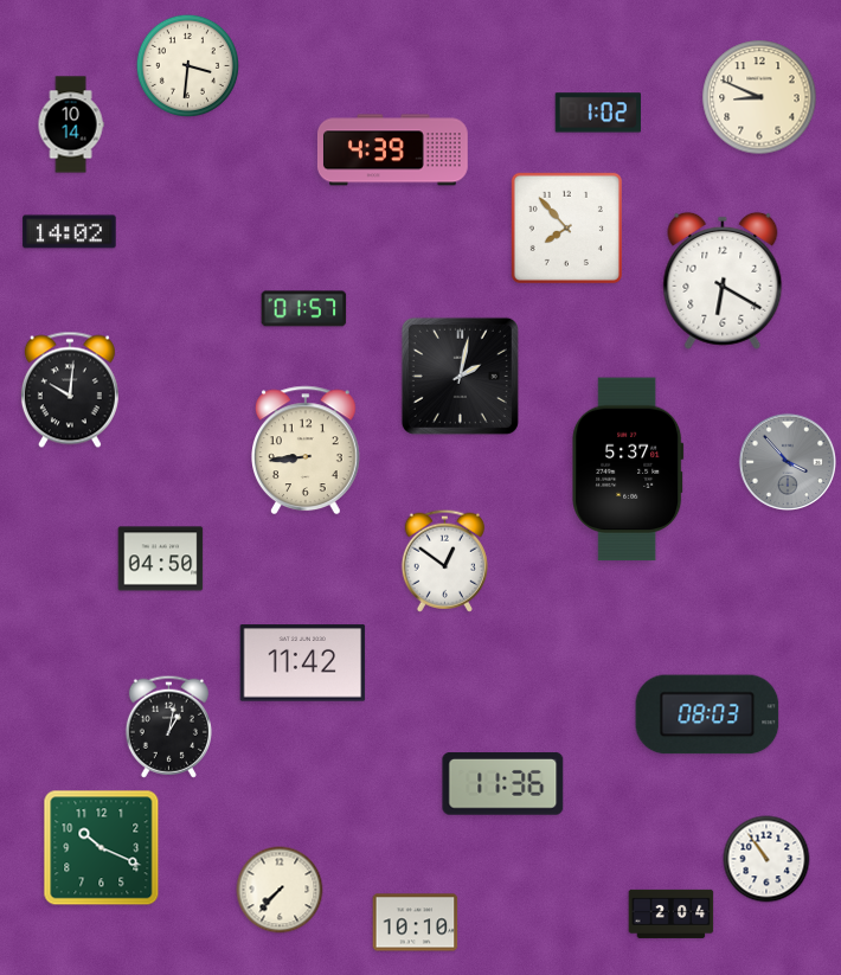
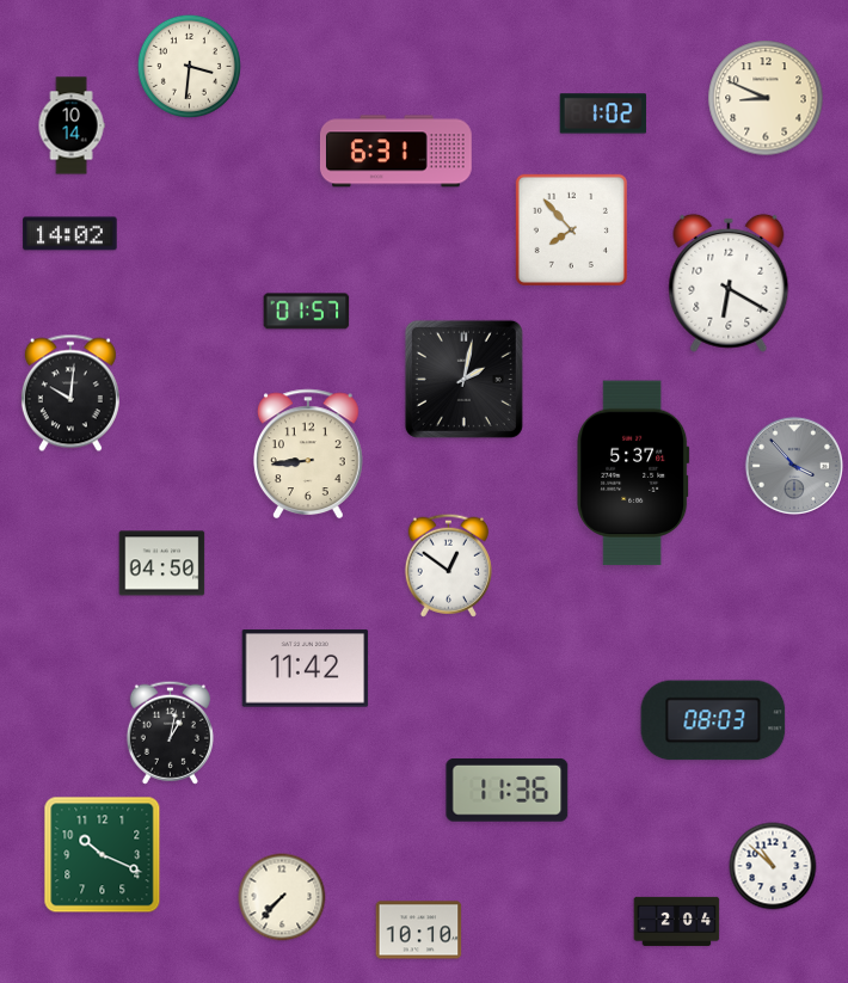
clock at (393, 150): 4:39 -> 6:31
clock at (766, 859): 10:54 -> 10:52
